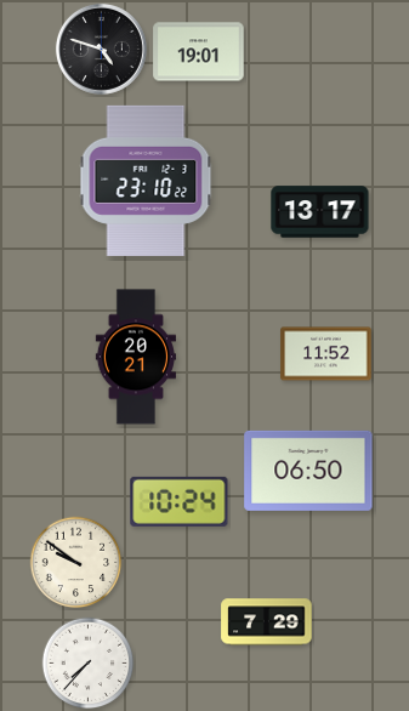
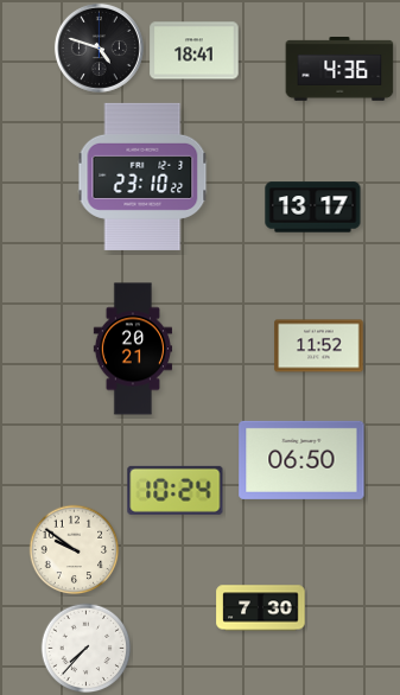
clock at (199, 52): 19:01 -> 18:41
clock at (339, 70): none -> 4:36
clock at (267, 622): 7:29 -> 7:30
